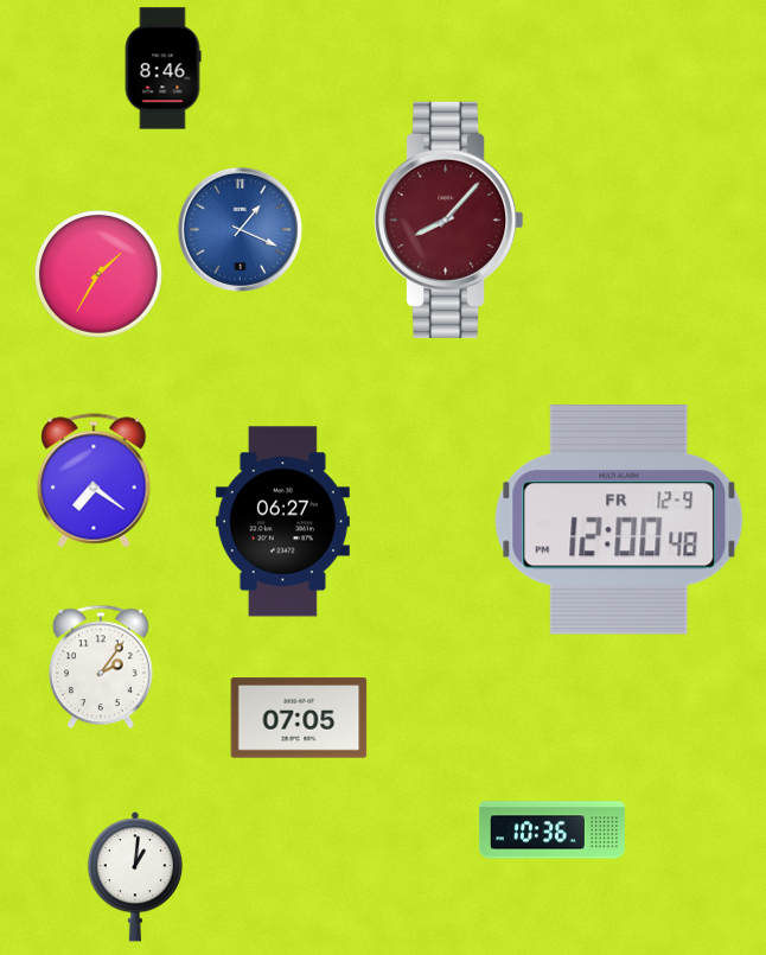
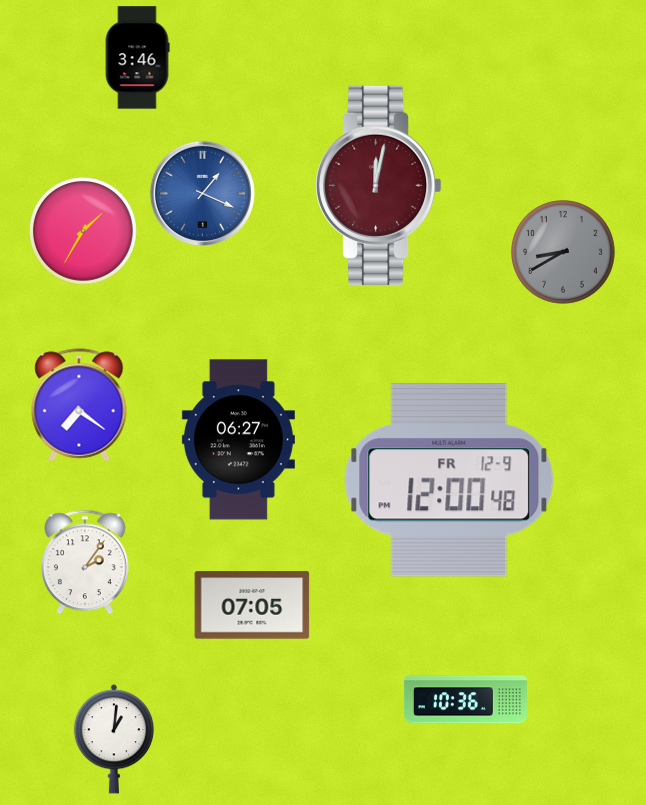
clock at (162, 69): 8:46 -> 3:46
clock at (449, 219): 8:07 -> 12:02
clock at (564, 253): none -> 8:40
clock at (619, 521) position: (619, 521) -> (449, 481)
